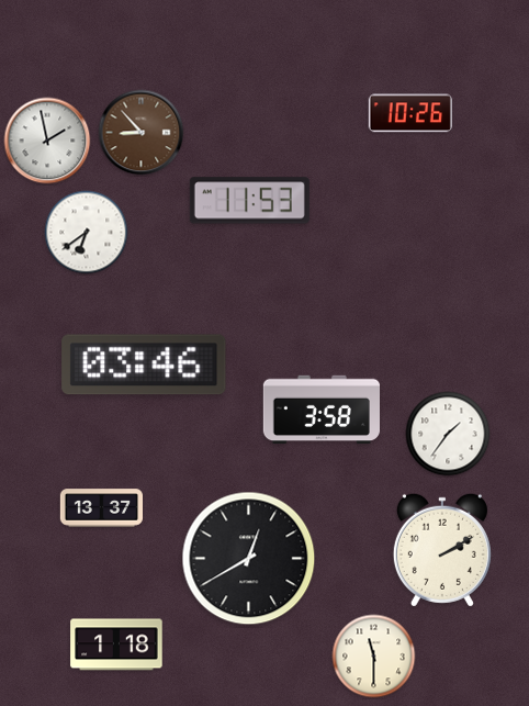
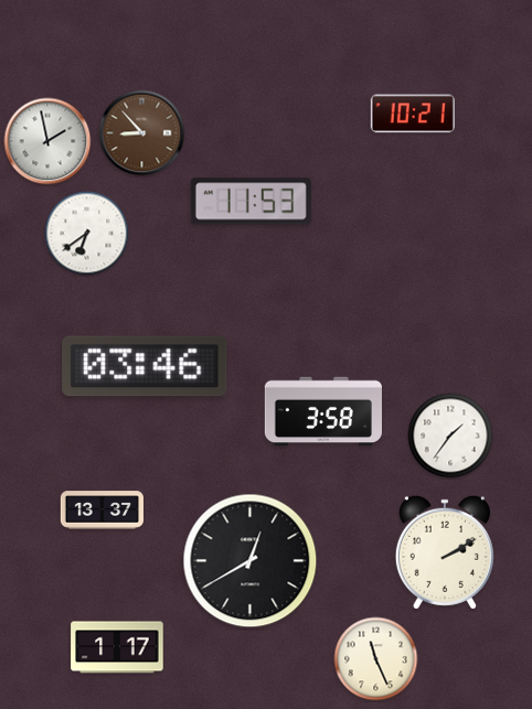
clock at (410, 113): 10:26 -> 10:21
clock at (116, 645): 1:18 -> 1:17
clock at (374, 657): 11:30 -> 11:26
